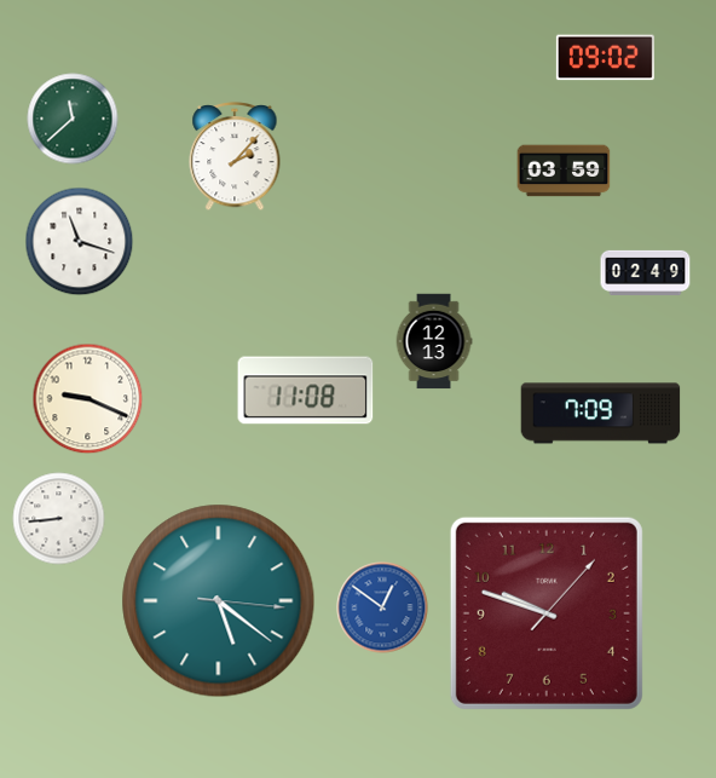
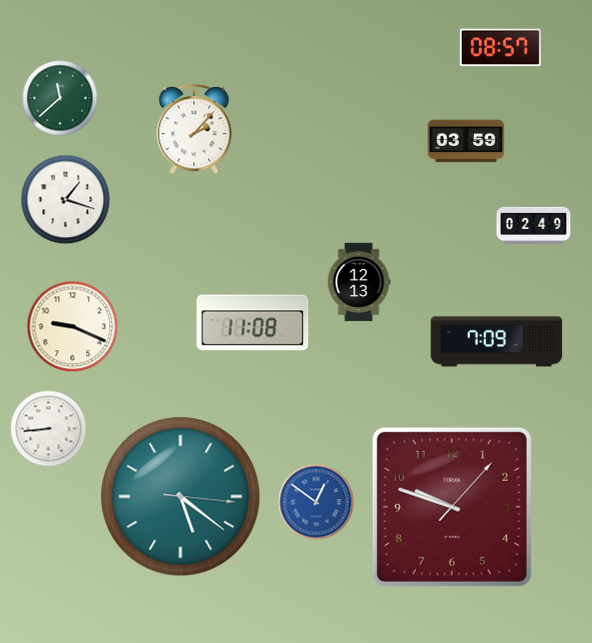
clock at (605, 58): 09:02 -> 08:57
clock at (80, 242): 11:18 -> 1:18
clock at (88, 399) position: (88, 399) -> (73, 327)
